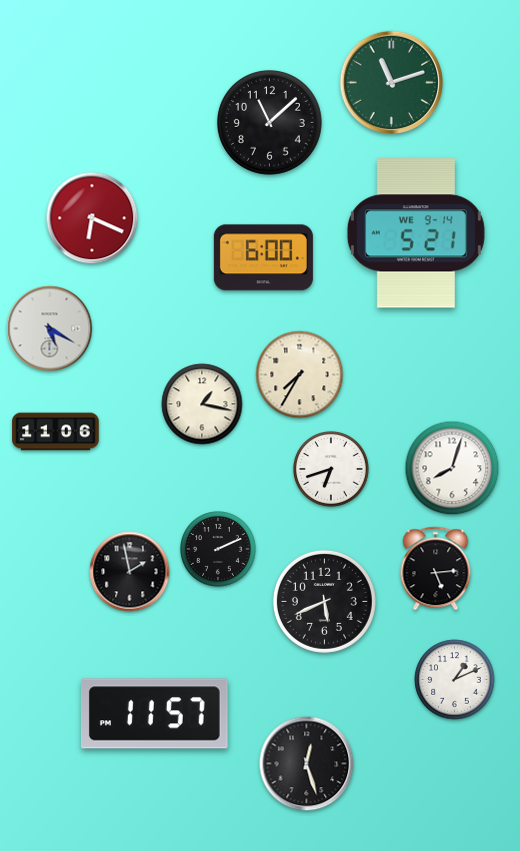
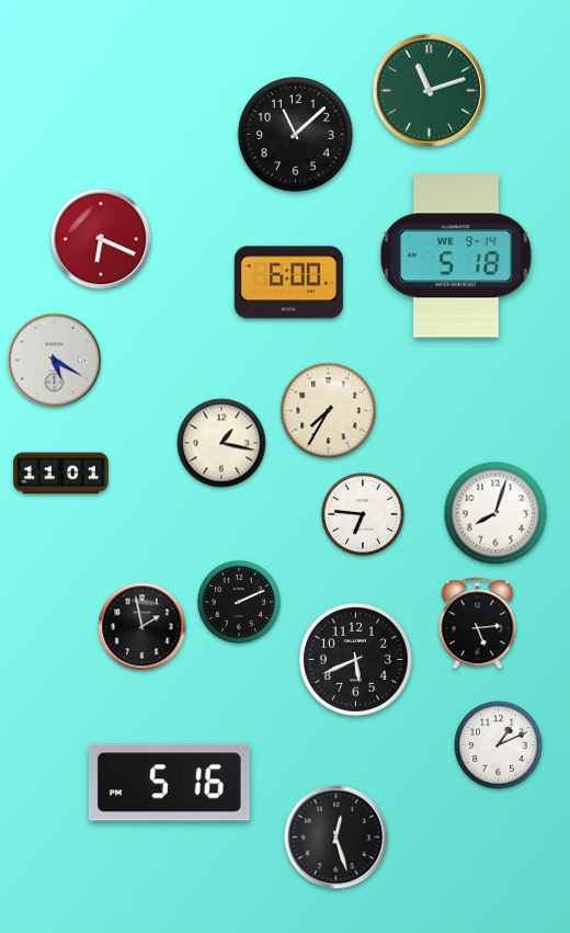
clock at (416, 233): 5:21 -> 5:18
clock at (56, 432): 11:06 -> 11:01
clock at (332, 470): 6:42 -> 6:46
clock at (154, 714): 11:57 -> 5:16
